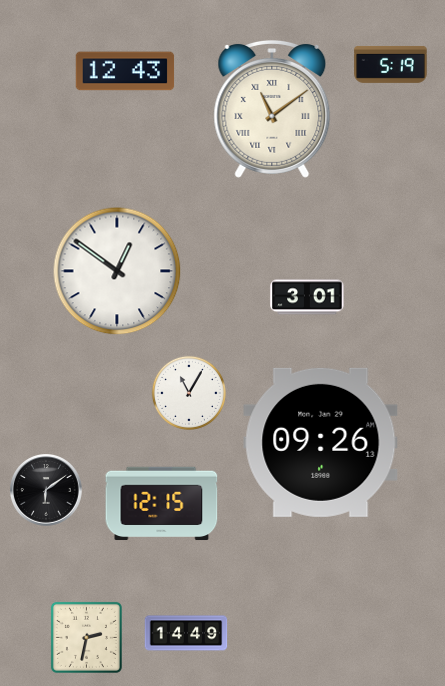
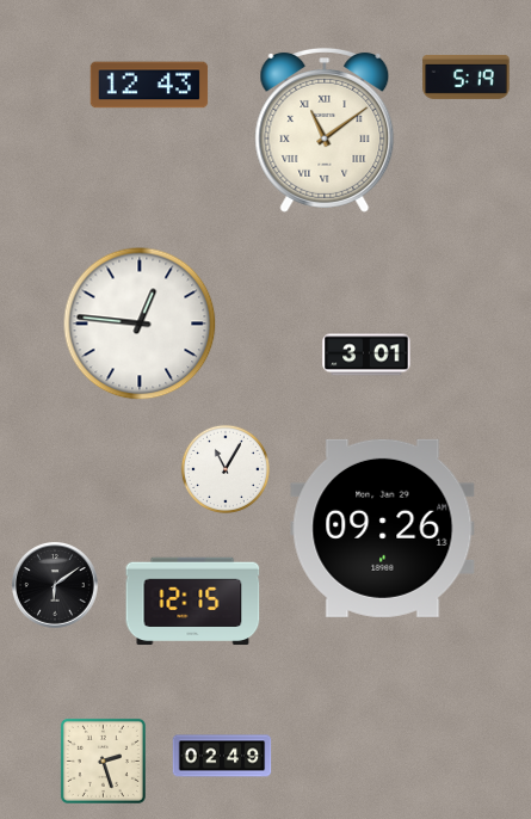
clock at (117, 271): 12:51 -> 12:46
clock at (186, 633): 14:49 -> 02:49
clock at (86, 637): 2:32 -> 2:27
